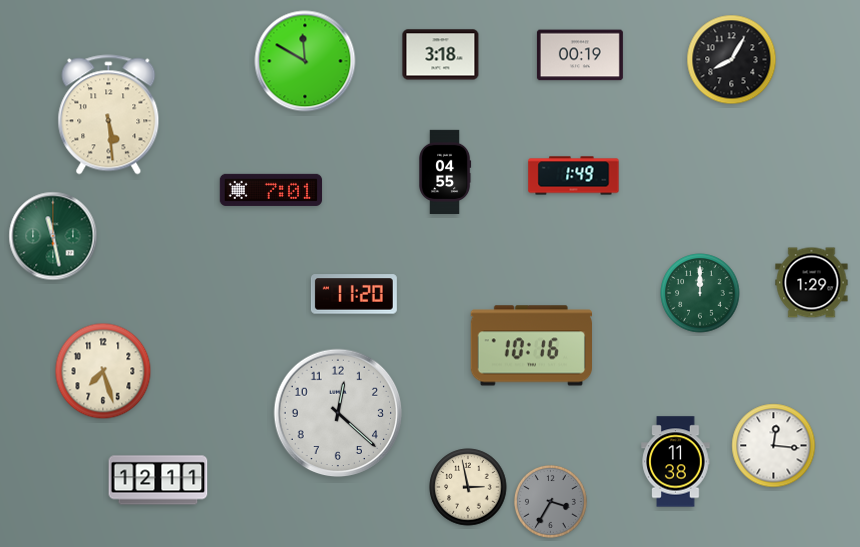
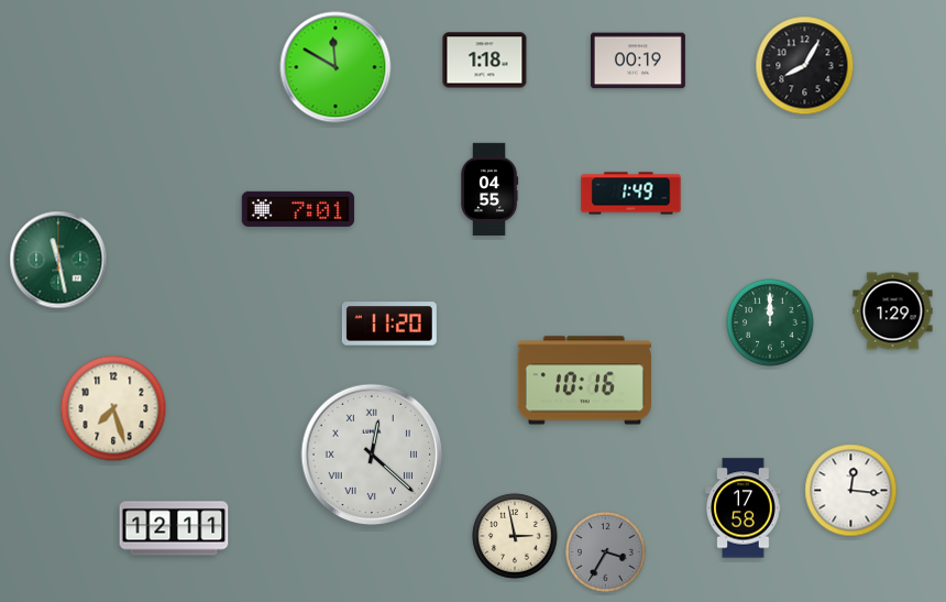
clock at (441, 55): 3:18 -> 1:18
clock at (109, 115): 5:29 -> none
clock at (338, 413) numerals: Arabic -> Roman
clock at (676, 462): 11:38 -> 17:58
